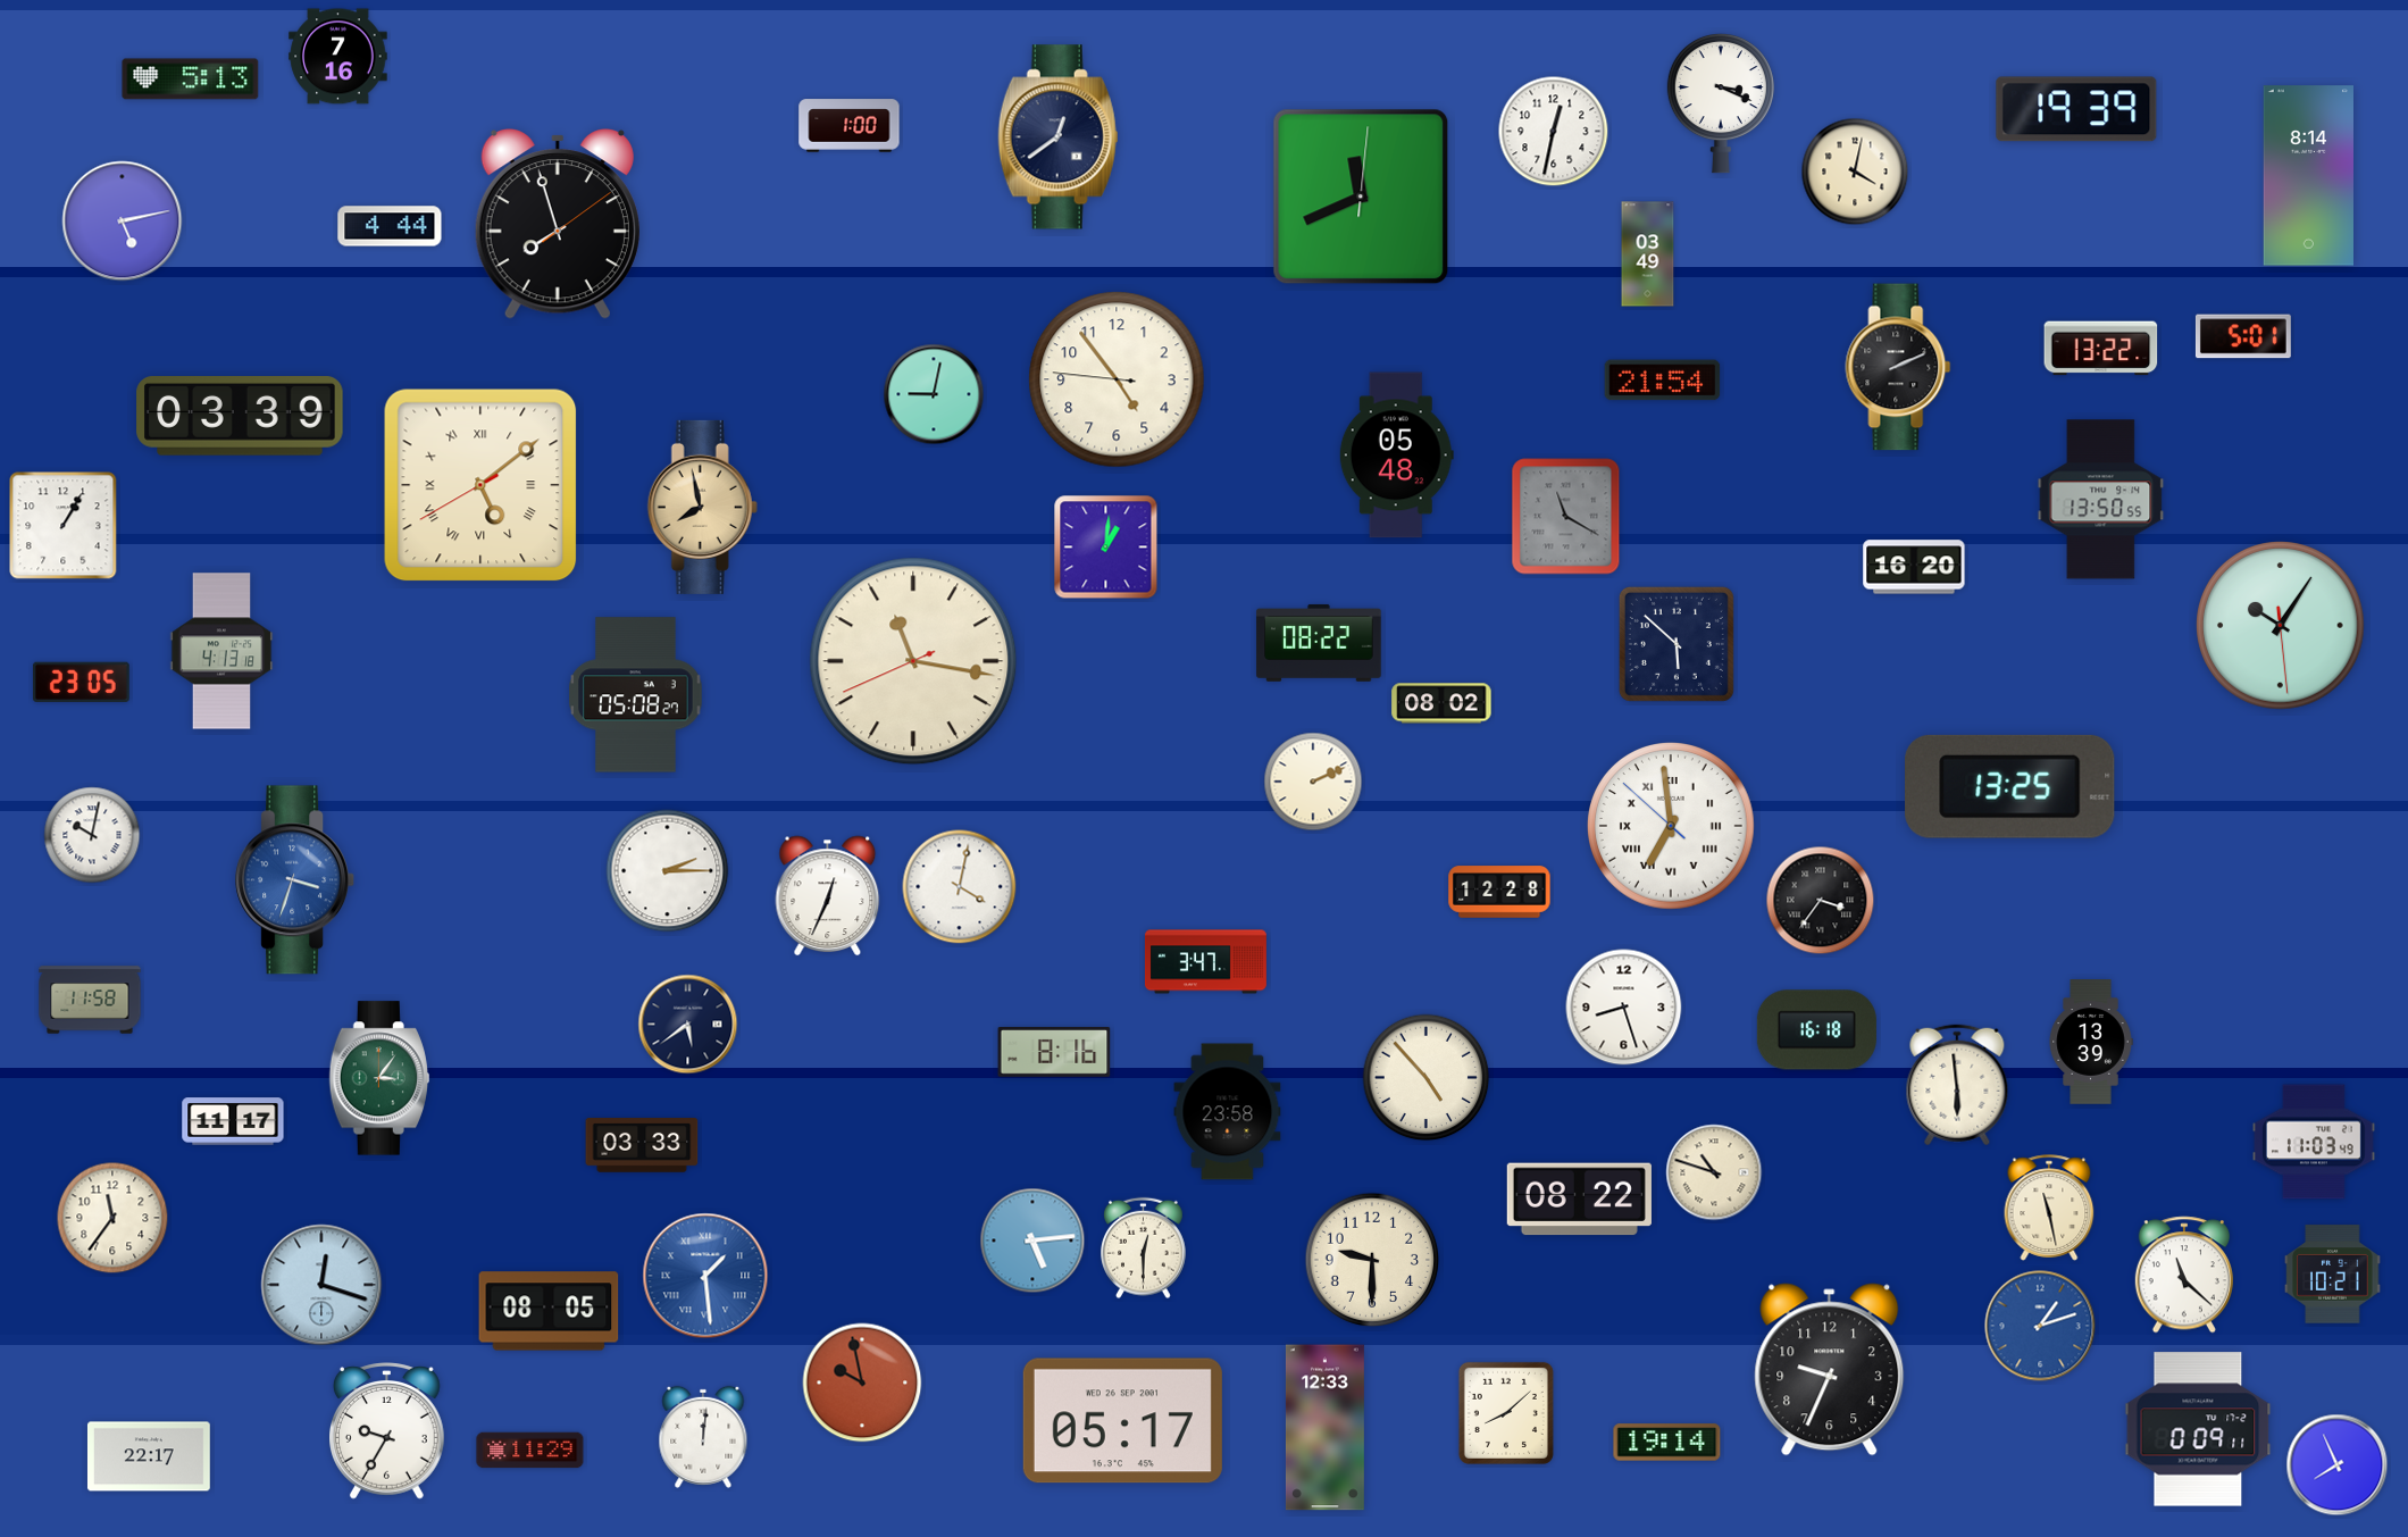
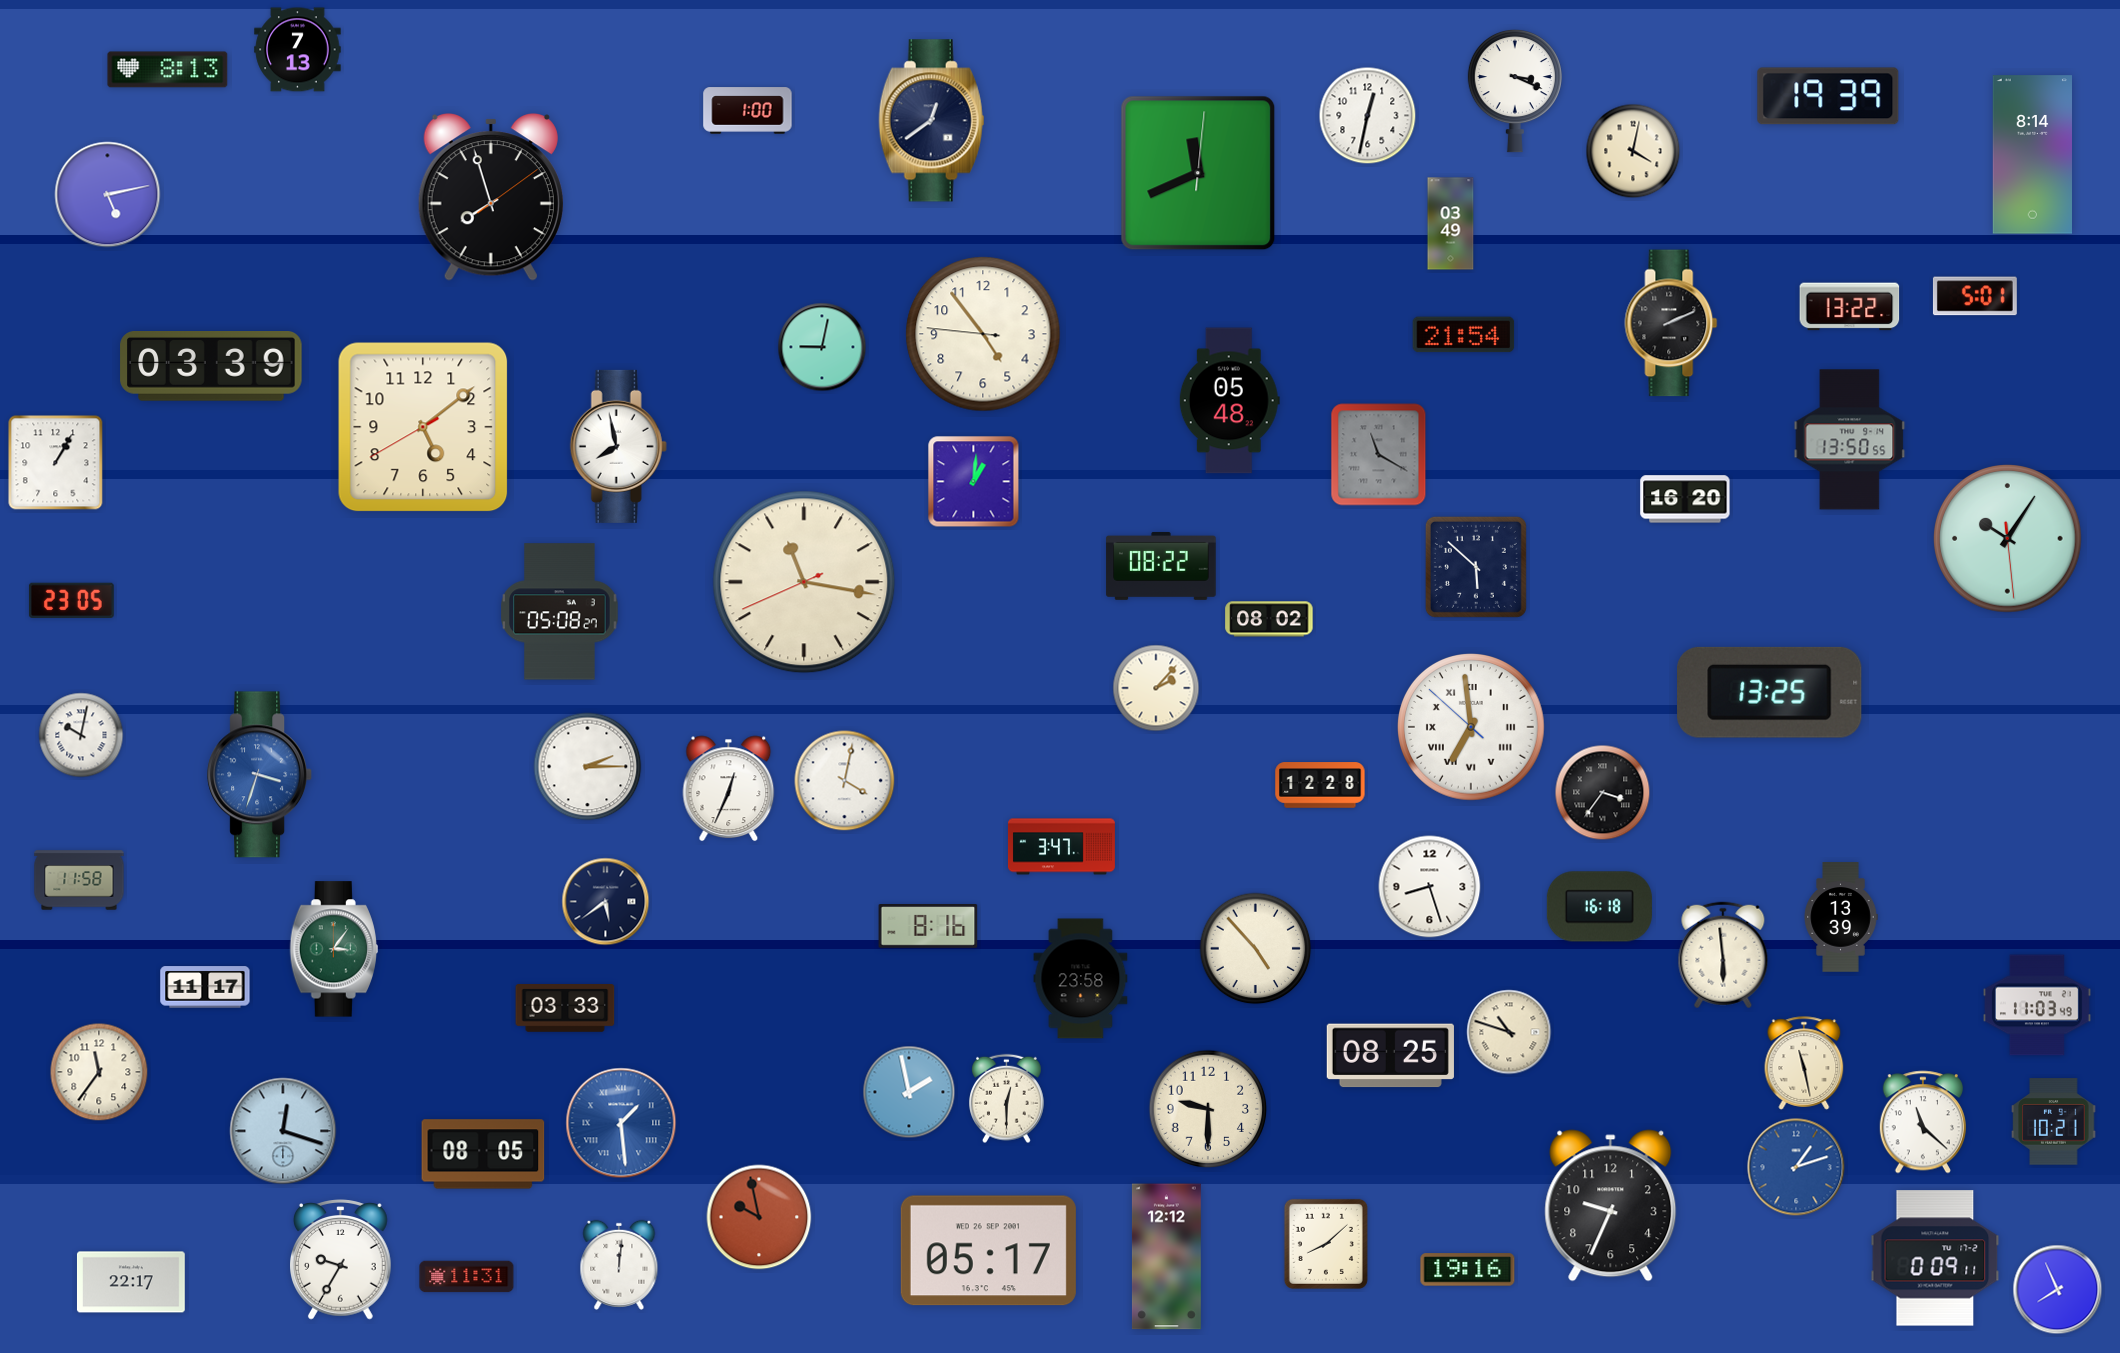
clock at (338, 57): 7:16 -> 7:13
clock at (191, 80): 5:13 -> 8:13
clock at (390, 226): 4:44 -> none
clock at (480, 485) numerals: Roman -> Arabic
clock at (702, 507) dial: champagne -> white
clock at (2281, 626) position: (2281, 626) -> (2008, 539)
clock at (221, 651): 4:13 -> none
clock at (1313, 782): 2:11 -> 2:07
clock at (1579, 1200): 08:22 -> 08:25
clock at (1032, 1241): 5:14 -> 1:58
clock at (1324, 1428): 12:33 -> 12:12
clock at (1667, 1443): 19:14 -> 19:16
clock at (530, 1451): 11:29 -> 11:31
